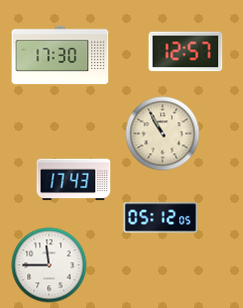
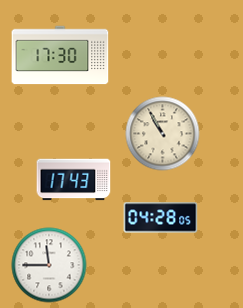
clock at (186, 52): 12:57 -> none
clock at (161, 218): 05:12 -> 04:28
